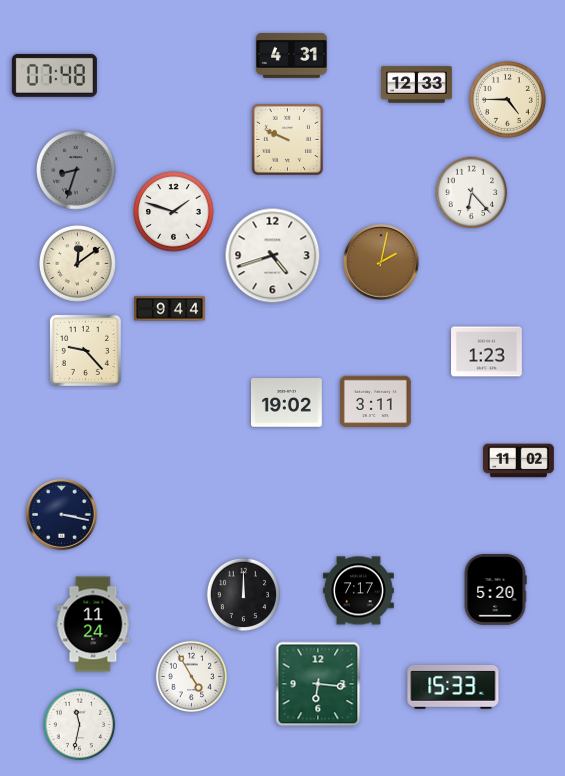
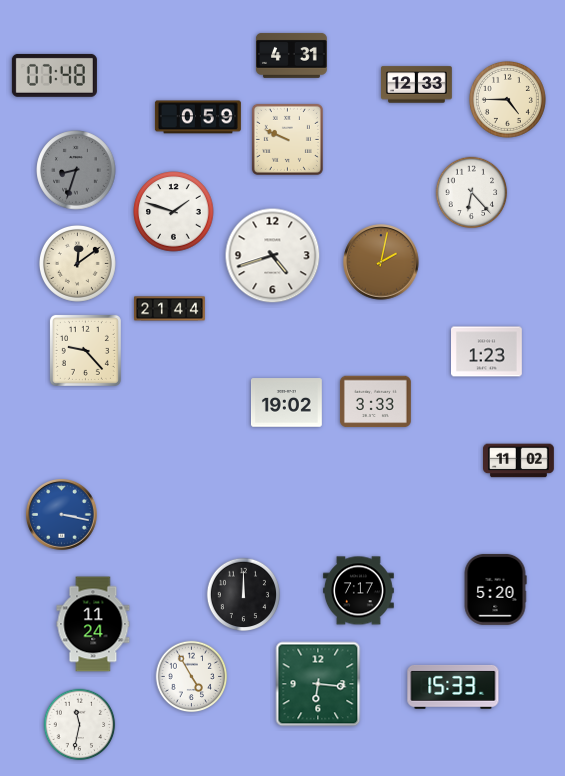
clock at (198, 117): none -> 0:59
clock at (170, 309): 9:44 -> 21:44
clock at (375, 402): 3:11 -> 3:33
clock at (62, 515) dial: navy -> blue
